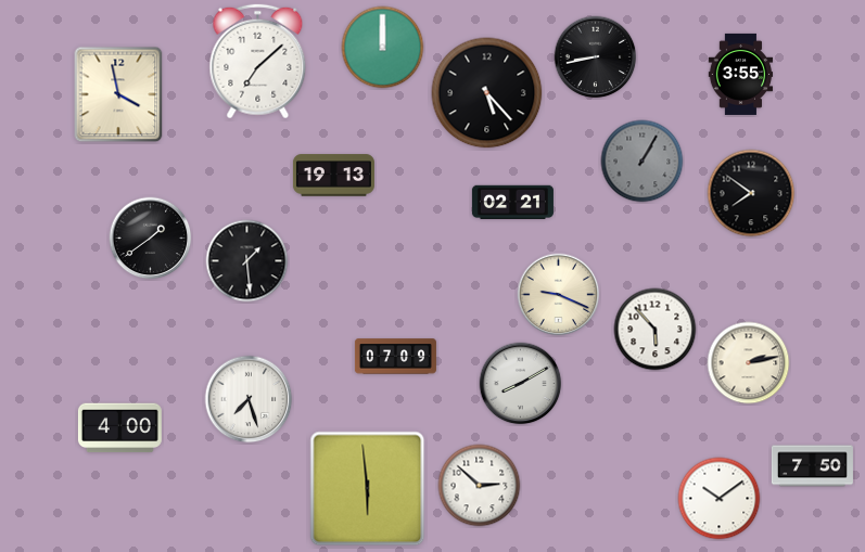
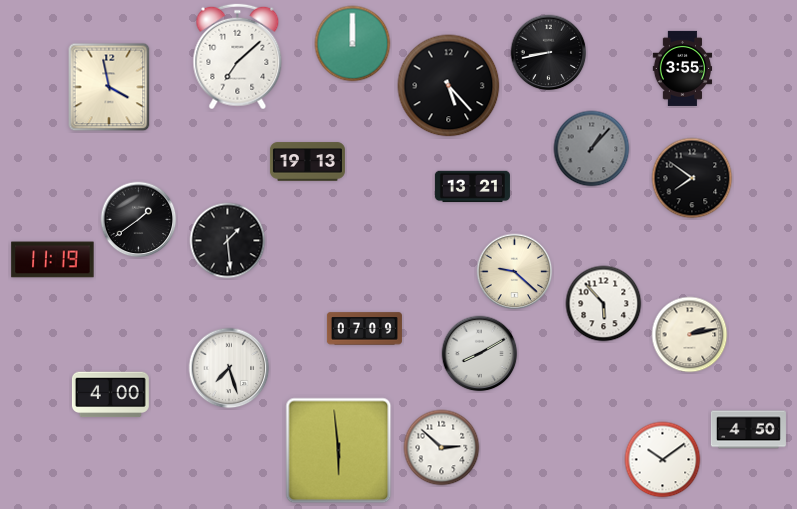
clock at (643, 162): 1:05 -> 1:07
clock at (512, 203): 02:21 -> 13:21
clock at (53, 260): none -> 11:19
clock at (559, 295): 9:19 -> 9:22
clock at (812, 466): 7:50 -> 4:50
